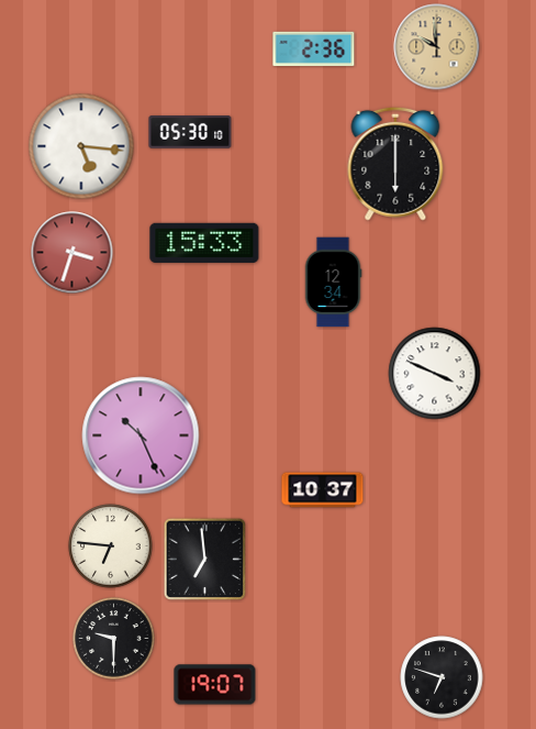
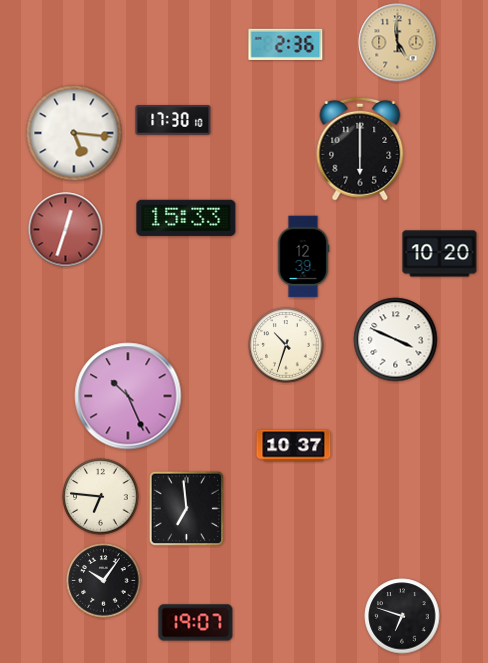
clock at (437, 47): 9:59 -> 4:59
clock at (190, 132): 05:30 -> 17:30
clock at (204, 243) position: (204, 243) -> (186, 218)
clock at (72, 253): 3:33 -> 12:33
clock at (440, 254): none -> 10:20
clock at (333, 283): 12:34 -> 12:39
clock at (286, 345): none -> 10:33
clock at (114, 639): 9:30 -> 10:06
